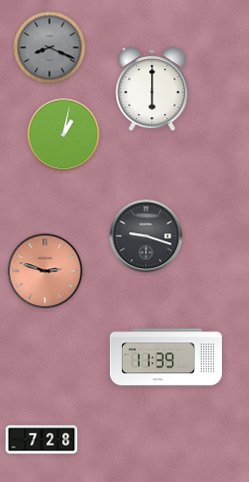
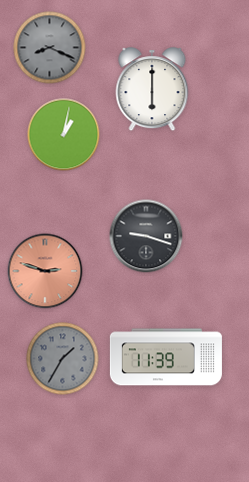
clock at (63, 359): none -> 1:35
clock at (42, 440): 7:28 -> none
